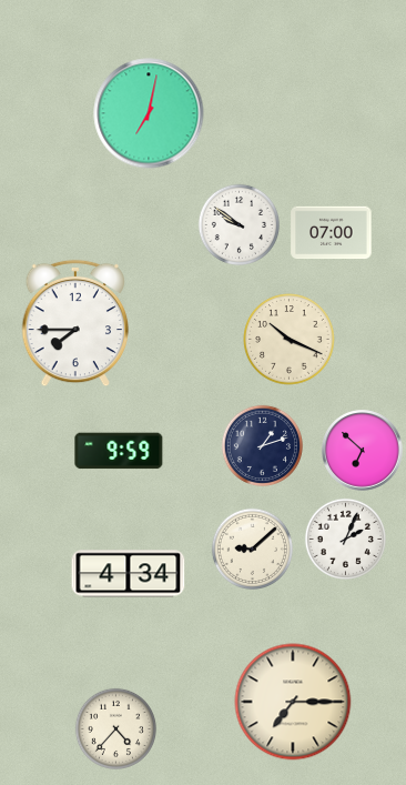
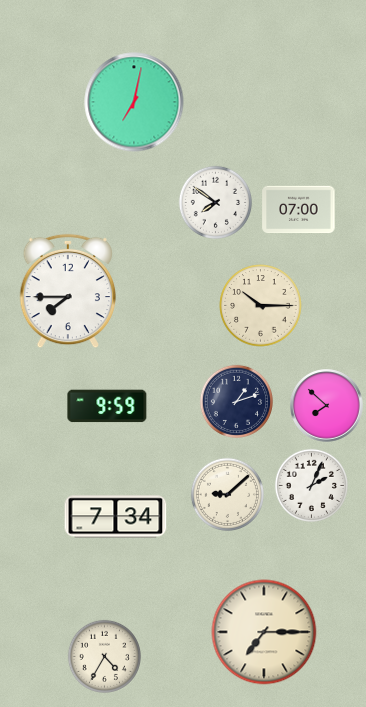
clock at (238, 224): 9:51 -> 7:51
clock at (290, 340): 10:19 -> 10:15
clock at (363, 451): 6:52 -> 7:52
clock at (129, 574): 4:34 -> 7:34
clock at (115, 728): 4:37 -> 4:35
